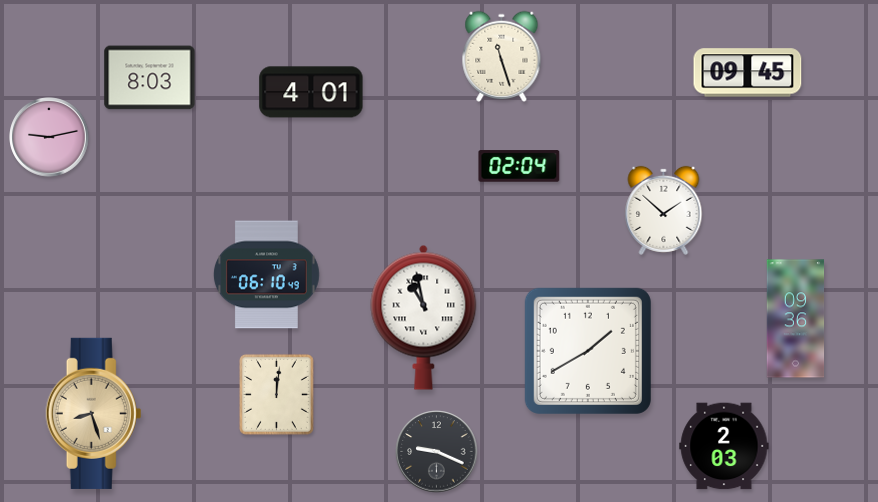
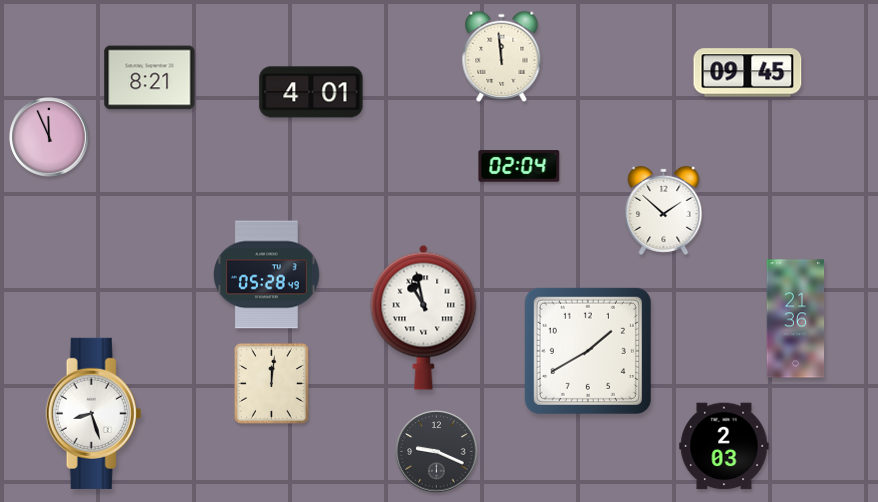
clock at (502, 56): 11:27 -> 11:59
clock at (150, 78): 8:03 -> 8:21
clock at (49, 137): 9:13 -> 11:56
clock at (266, 275): 06:10 -> 05:28
clock at (796, 319): 09:36 -> 21:36
clock at (276, 394) position: (276, 394) -> (271, 383)
clock at (94, 413) dial: champagne -> white
